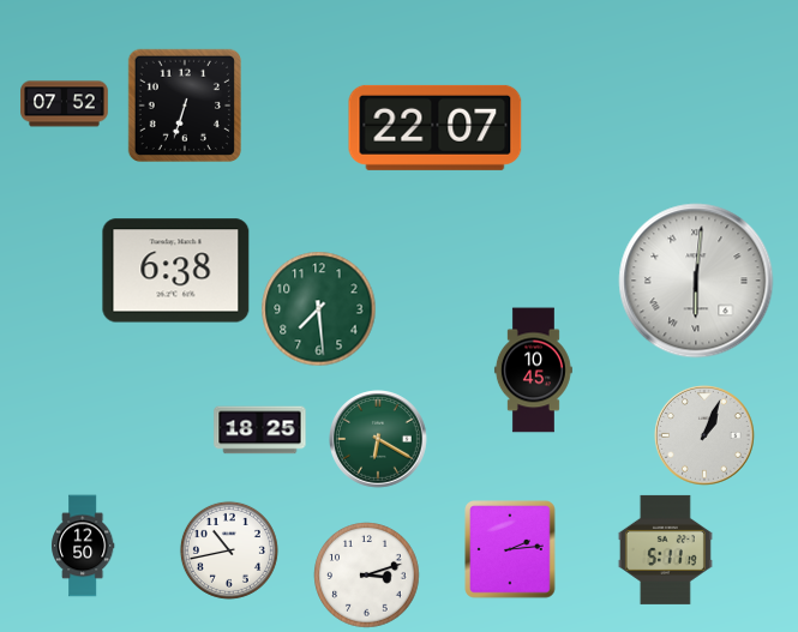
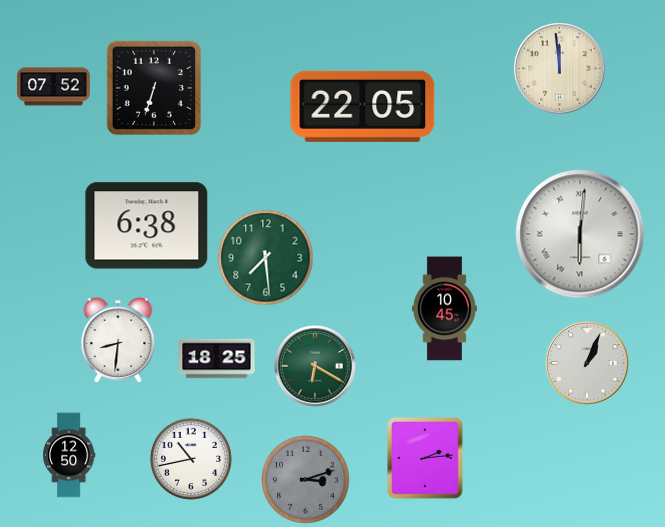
clock at (560, 69): none -> 11:59
clock at (436, 127): 22:07 -> 22:05
clock at (118, 340): none -> 8:31
clock at (665, 549): 5:11 -> none
clock at (367, 576) dial: white -> grey
